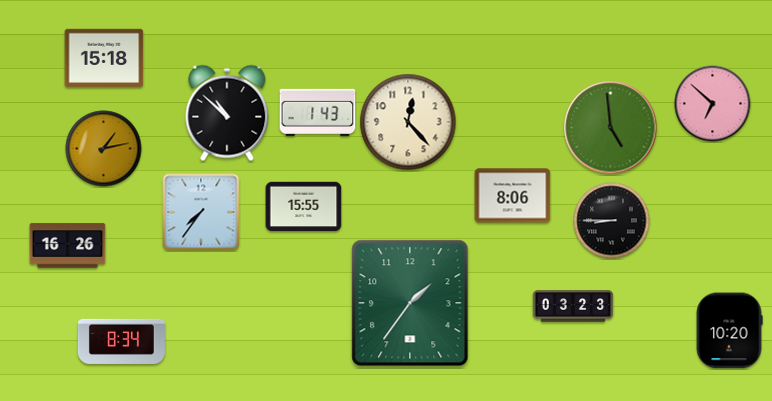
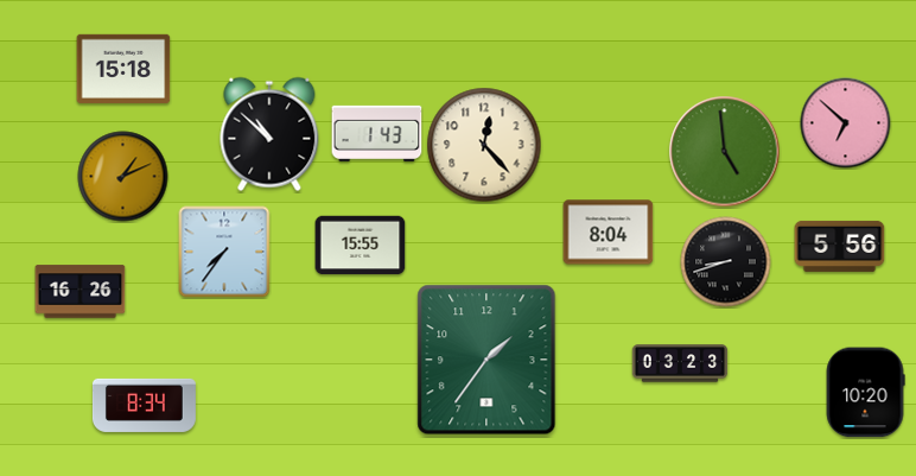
clock at (104, 149): 1:13 -> 1:11
clock at (513, 196): 8:06 -> 8:04
clock at (840, 246): none -> 5:56
clock at (201, 212) position: (201, 212) -> (224, 252)
clock at (612, 221): 8:45 -> 8:42
